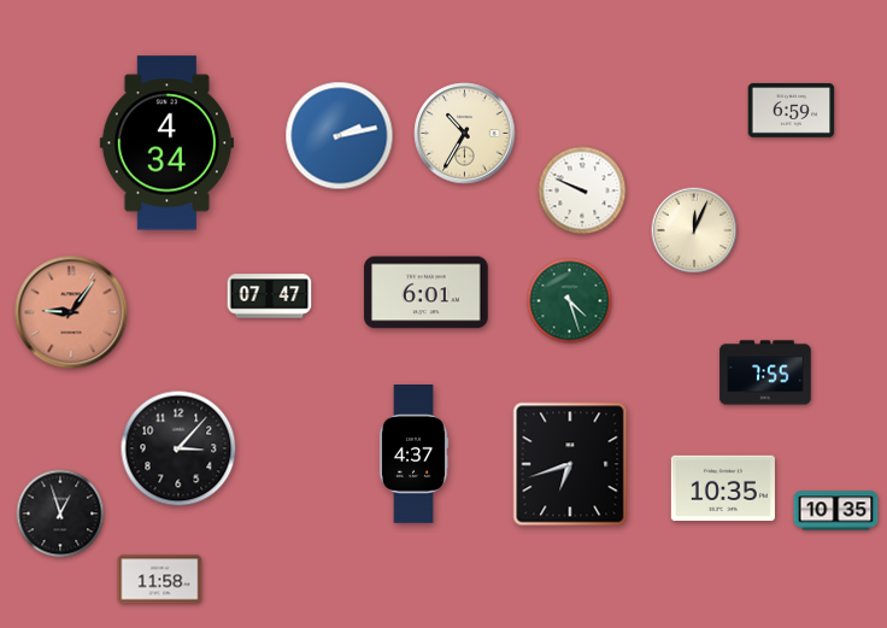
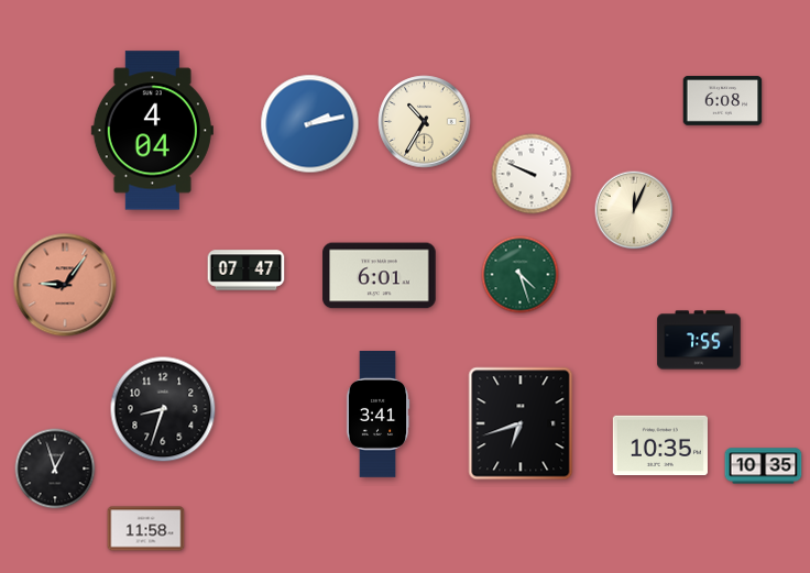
clock at (792, 111): 6:59 -> 6:08
clock at (166, 143): 4:34 -> 4:04
clock at (427, 293) position: (427, 293) -> (380, 276)
clock at (178, 448): 3:07 -> 8:33
clock at (413, 454): 4:37 -> 3:41
